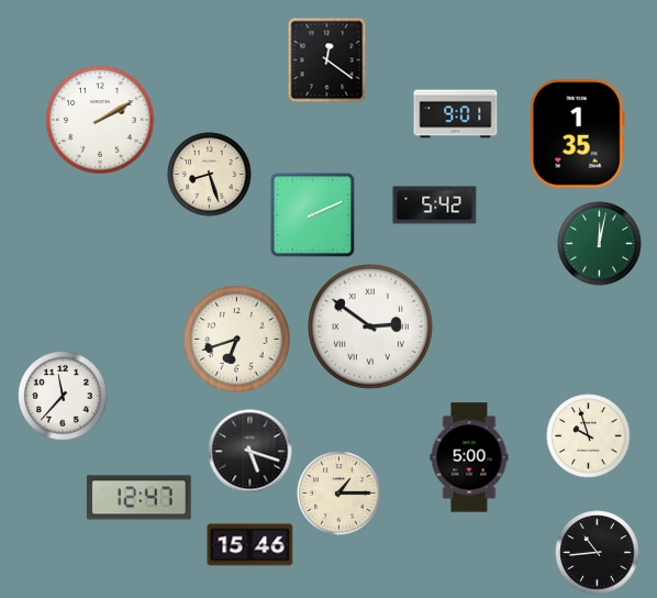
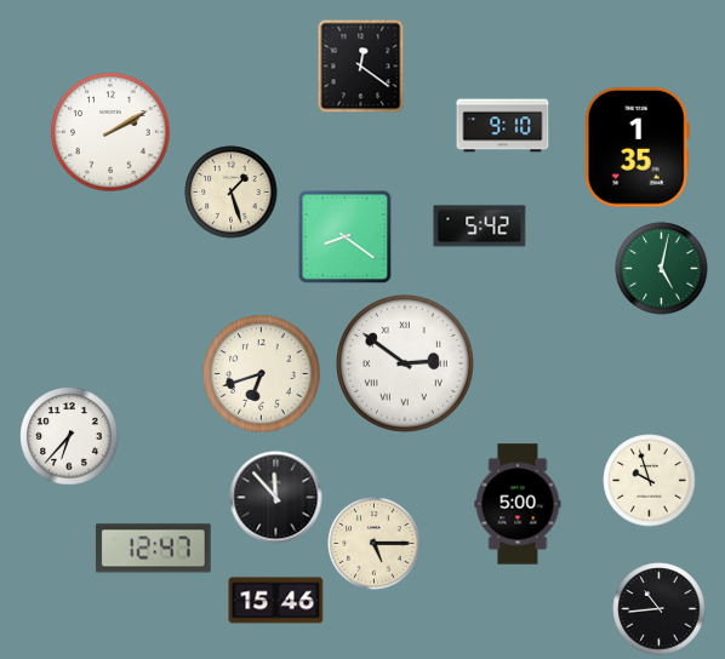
clock at (456, 114): 9:01 -> 9:10
clock at (210, 175): 8:27 -> 1:27
clock at (312, 214): 2:11 -> 8:21
clock at (600, 244): 12:02 -> 5:02
clock at (371, 328) position: (371, 328) -> (406, 365)
clock at (63, 396): 11:37 -> 6:37
clock at (250, 452): 5:18 -> 11:53
clock at (339, 494): 1:15 -> 5:15
